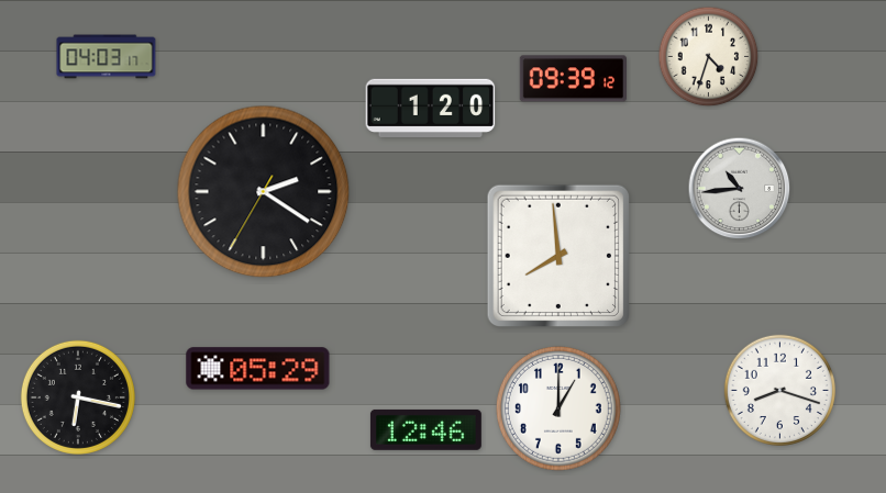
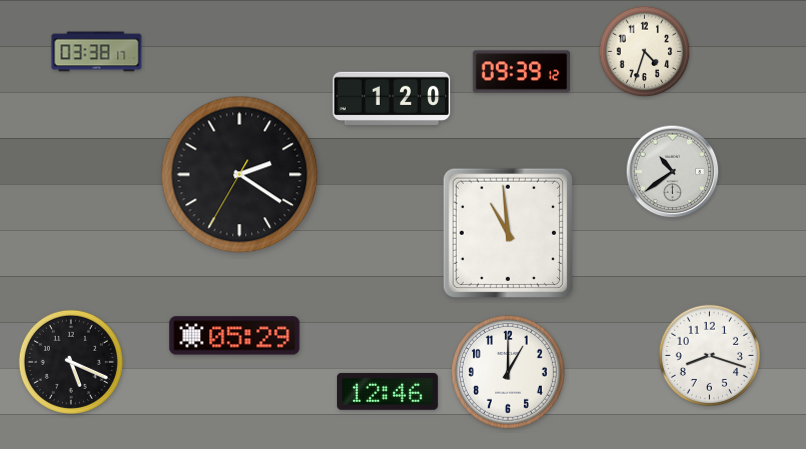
clock at (107, 57): 04:03 -> 03:38
clock at (740, 189): 10:44 -> 10:39
clock at (557, 255): 7:59 -> 10:59
clock at (78, 397): 6:17 -> 5:19
